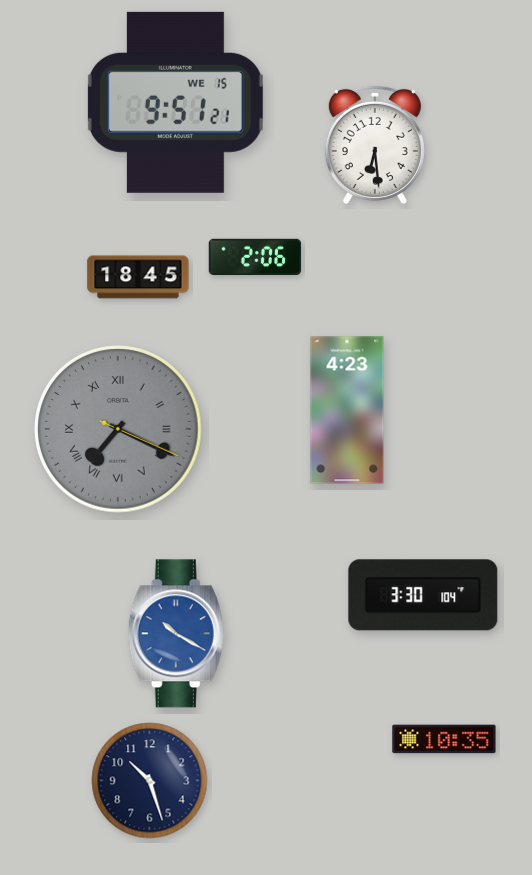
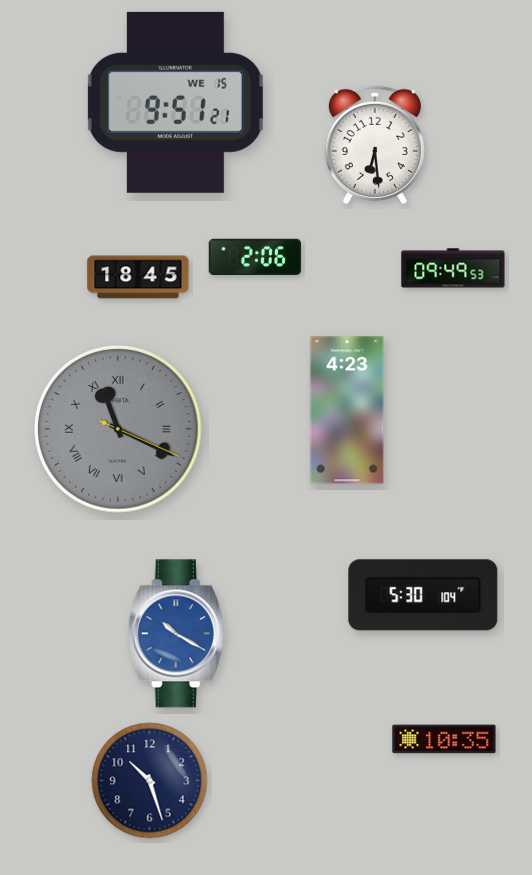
clock at (453, 268): none -> 09:49
clock at (118, 429): 7:19 -> 11:19
clock at (423, 595): 3:30 -> 5:30
